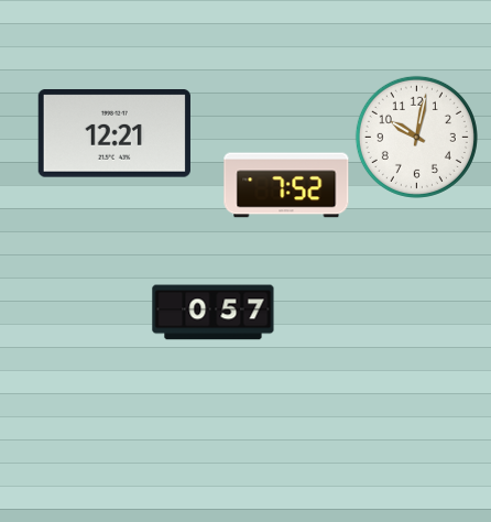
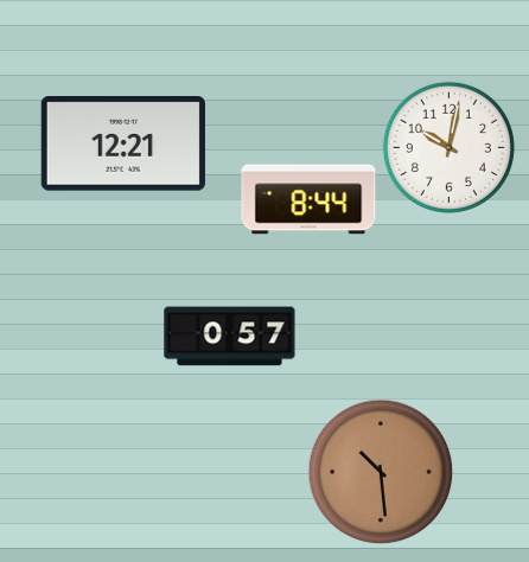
clock at (286, 185): 7:52 -> 8:44
clock at (381, 472): none -> 10:29
